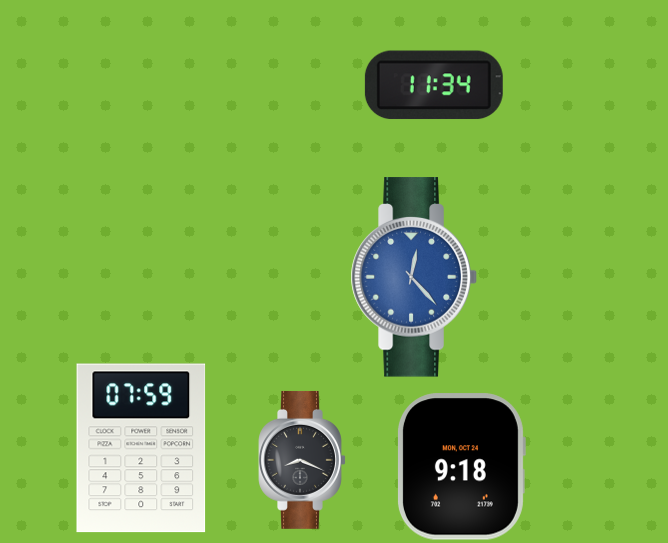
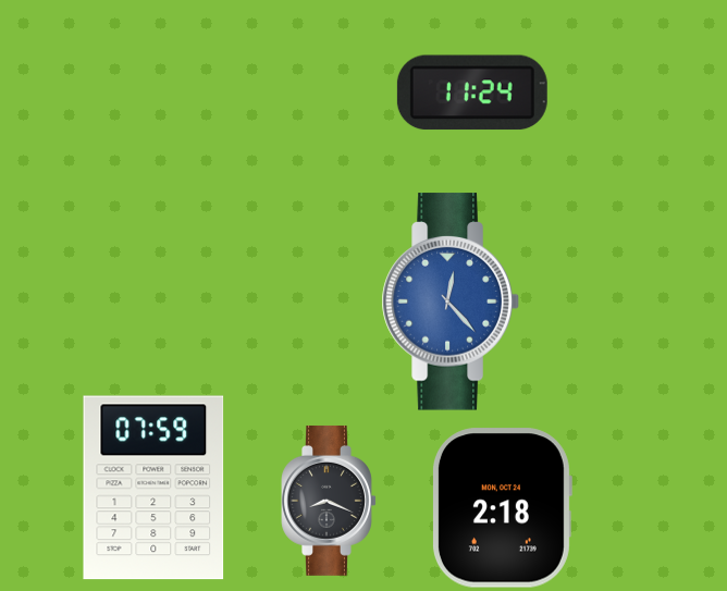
clock at (434, 85): 11:34 -> 11:24
clock at (461, 467): 9:18 -> 2:18
